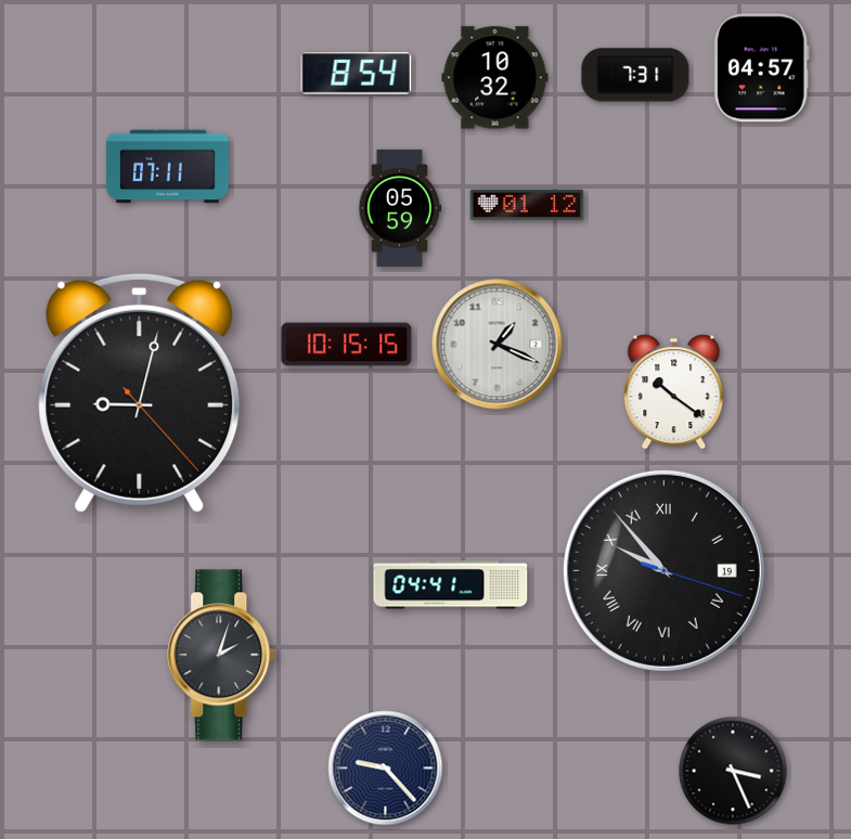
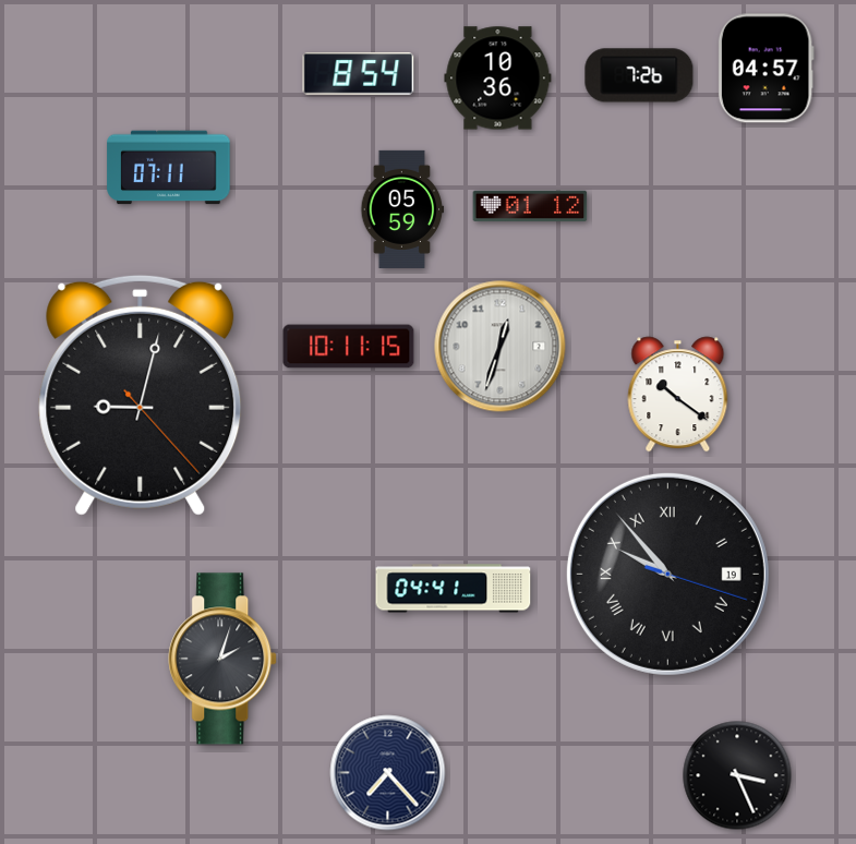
clock at (635, 75): 7:31 -> 7:26
clock at (495, 78): 10:32 -> 10:36
clock at (347, 345): 10:15 -> 10:11
clock at (498, 345): 1:19 -> 12:33
clock at (386, 769): 9:23 -> 7:23
